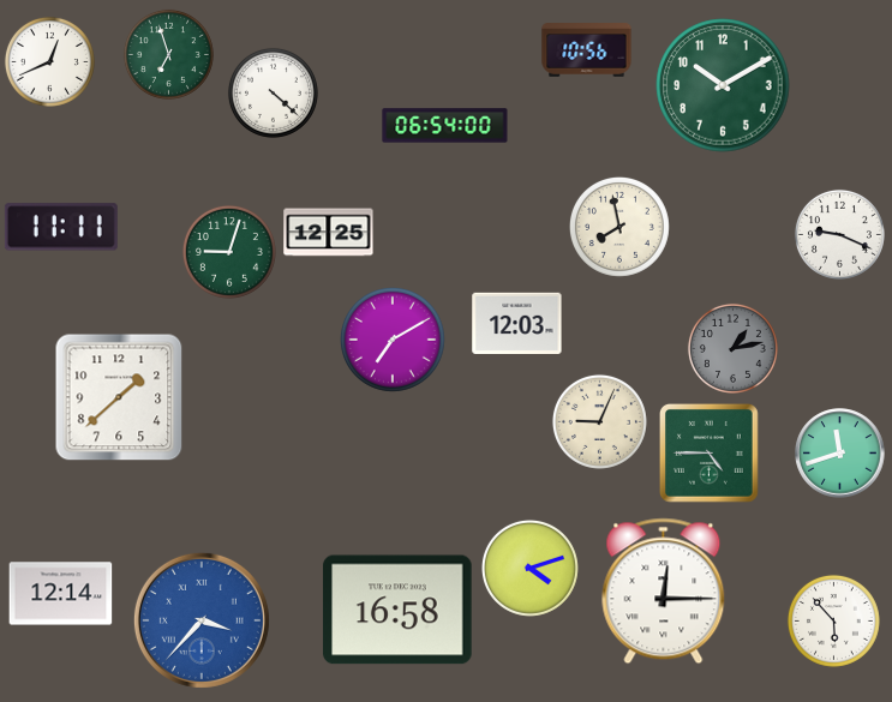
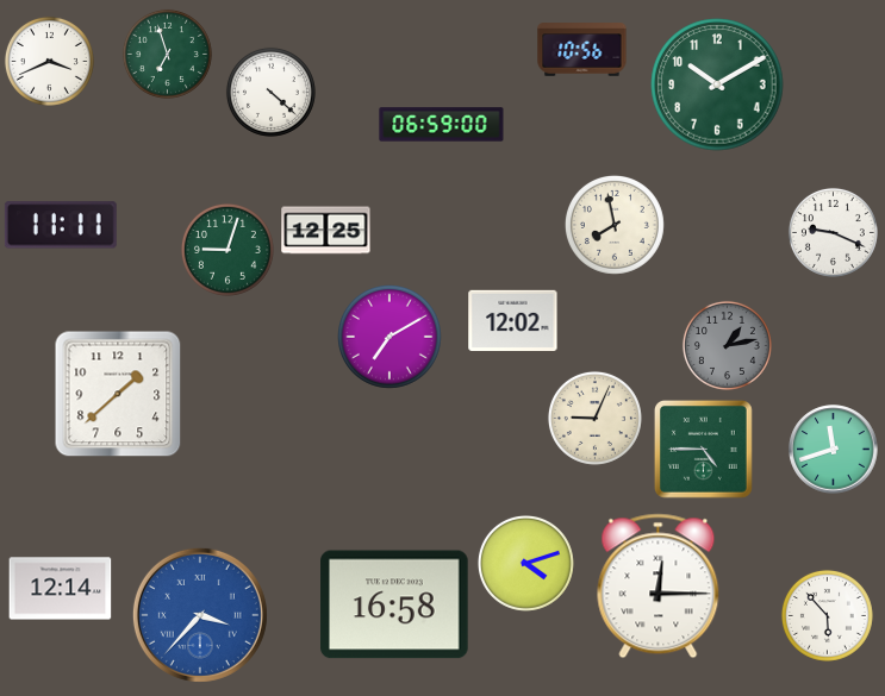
clock at (49, 61): 12:41 -> 3:41
clock at (445, 126): 06:54 -> 06:59
clock at (517, 323): 12:03 -> 12:02
